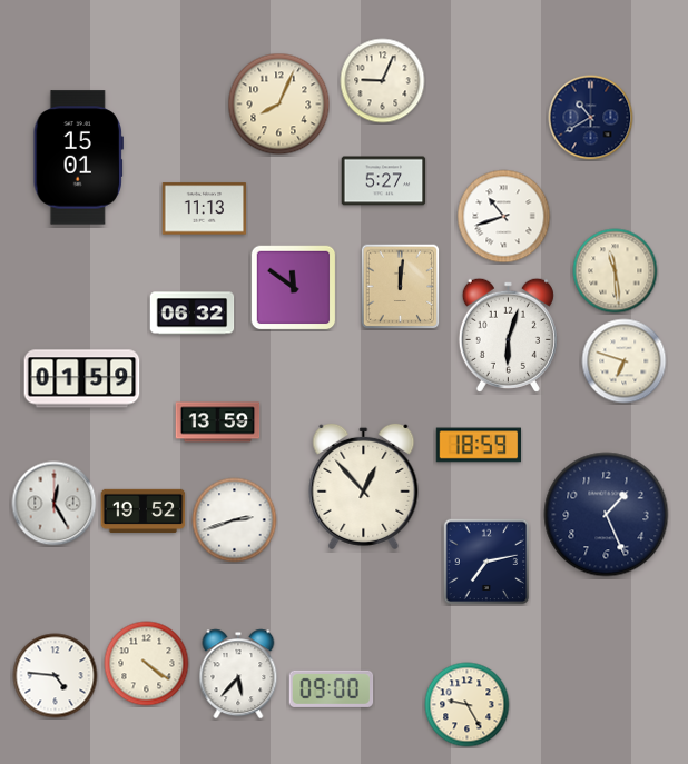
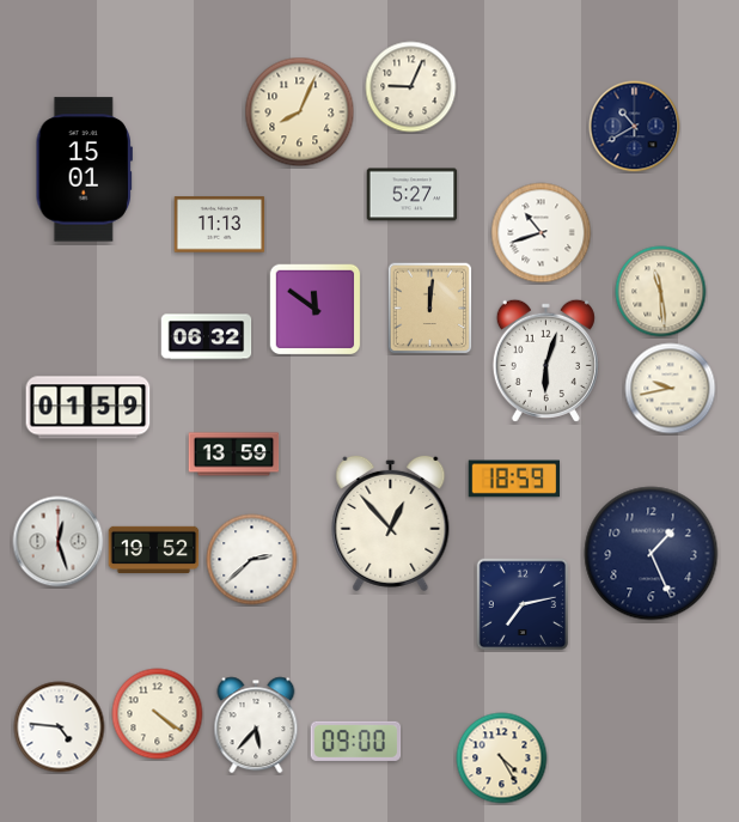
clock at (625, 361): 6:48 -> 9:43
clock at (55, 504): 12:25 -> 12:27
clock at (235, 520): 2:42 -> 2:38
clock at (468, 705): 9:25 -> 4:25
